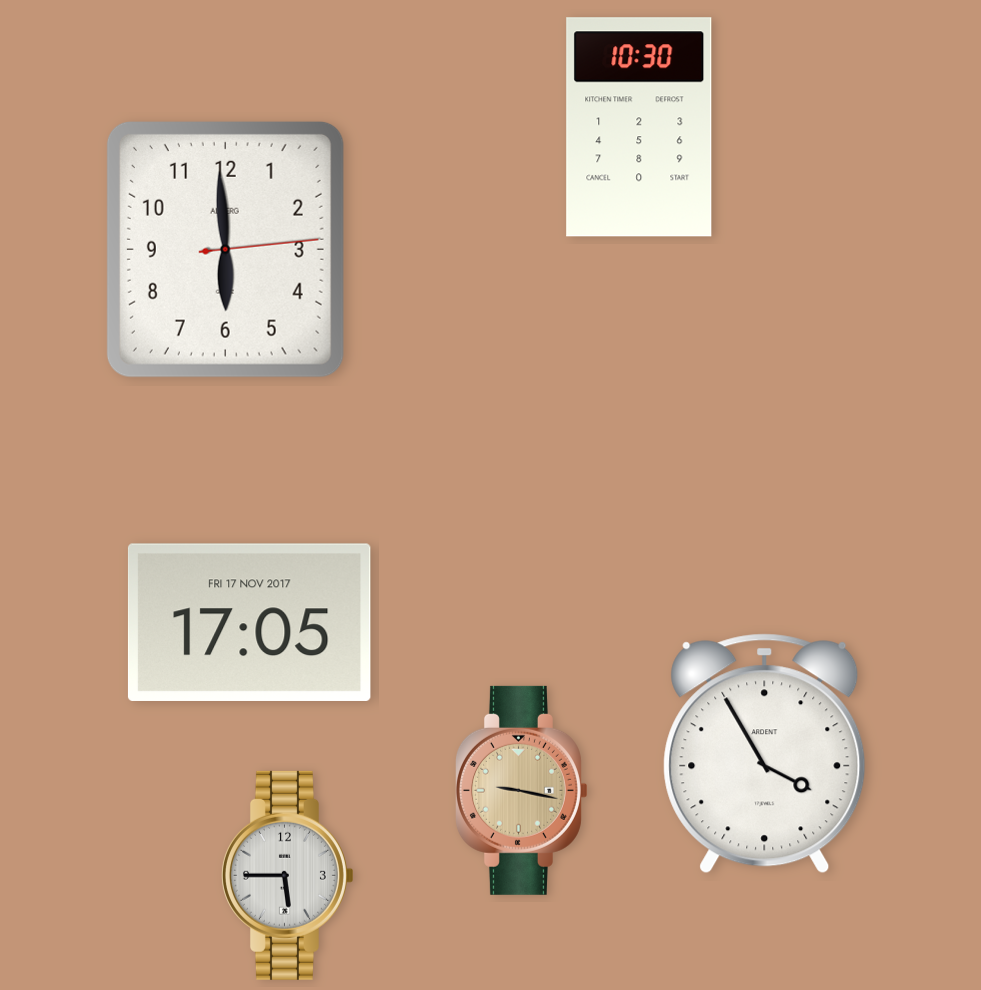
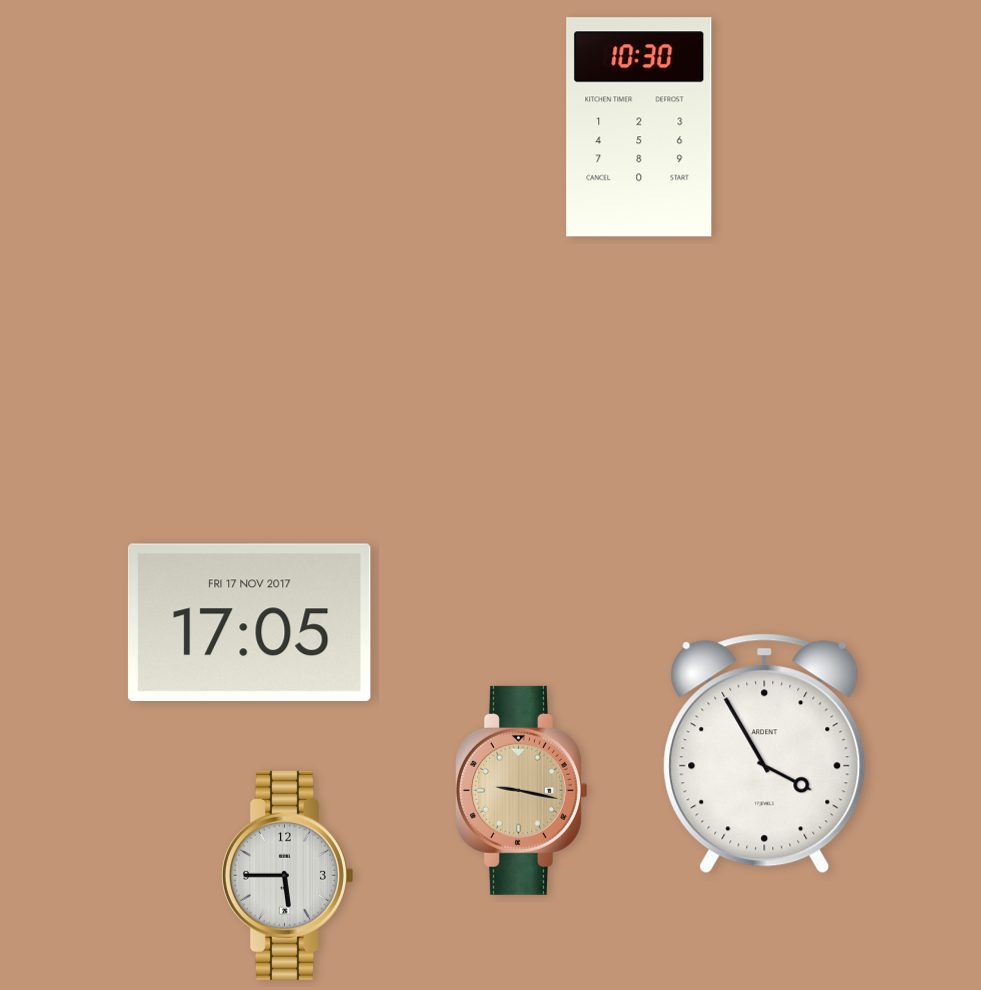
clock at (225, 249): 5:59 -> none
